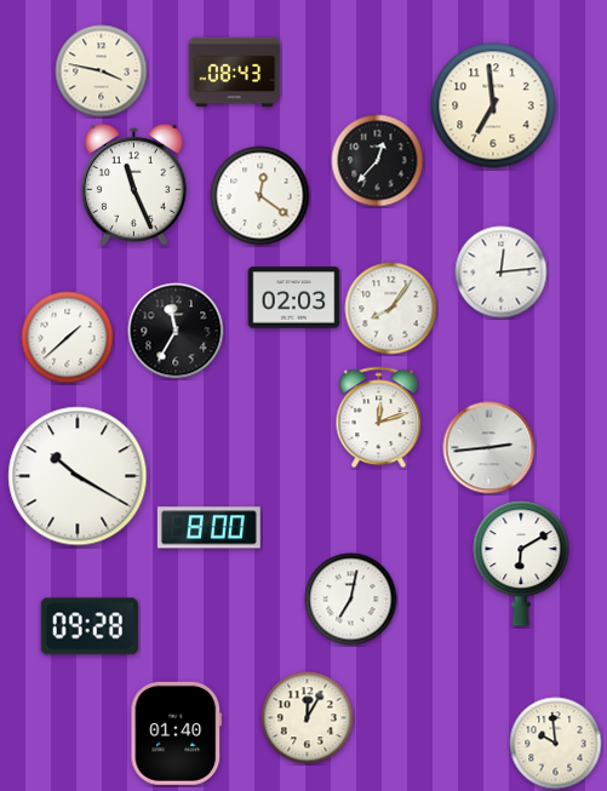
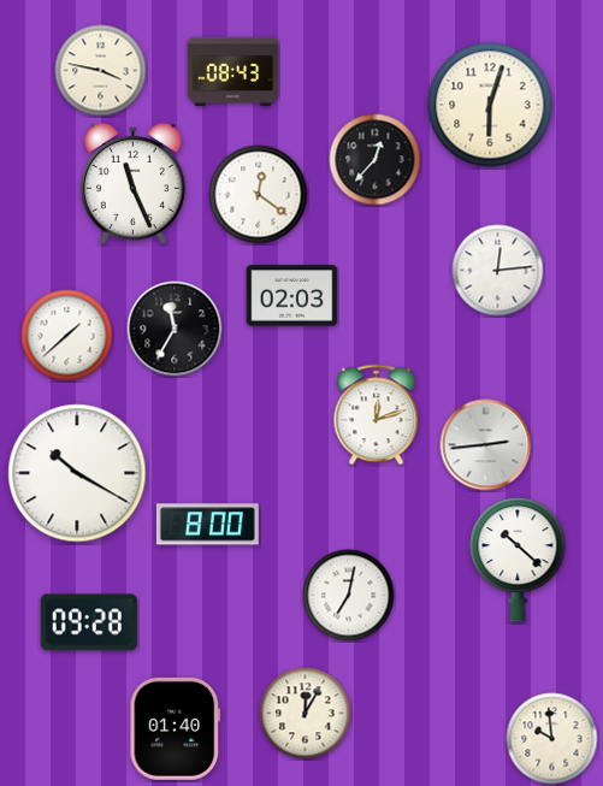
clock at (493, 105): 6:59 -> 6:03
clock at (391, 309): 8:06 -> none
clock at (521, 563): 6:10 -> 10:22
